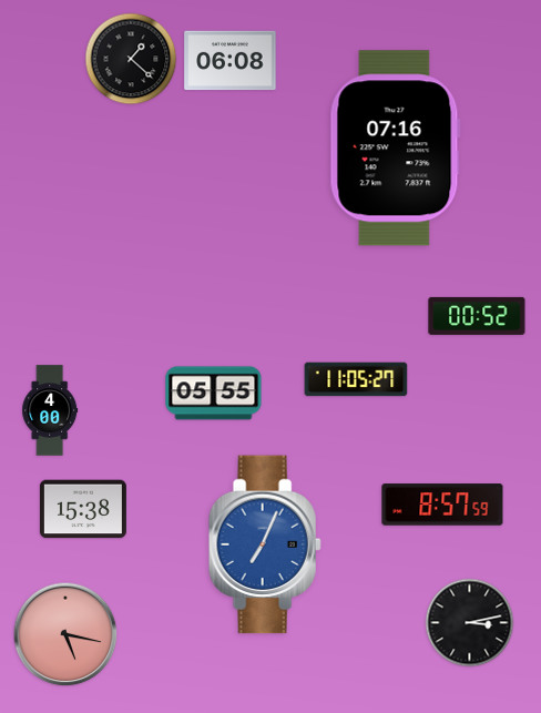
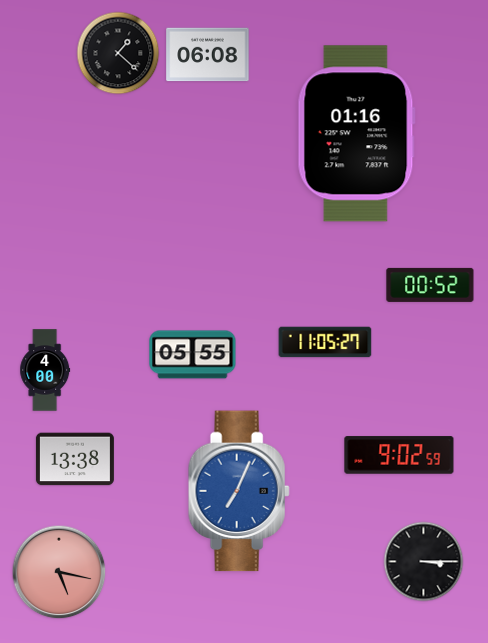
clock at (395, 149): 07:16 -> 01:16
clock at (356, 379) position: (356, 379) -> (325, 342)
clock at (442, 505): 8:57 -> 9:02
clock at (83, 509): 15:38 -> 13:38
clock at (470, 623): 3:13 -> 3:15
